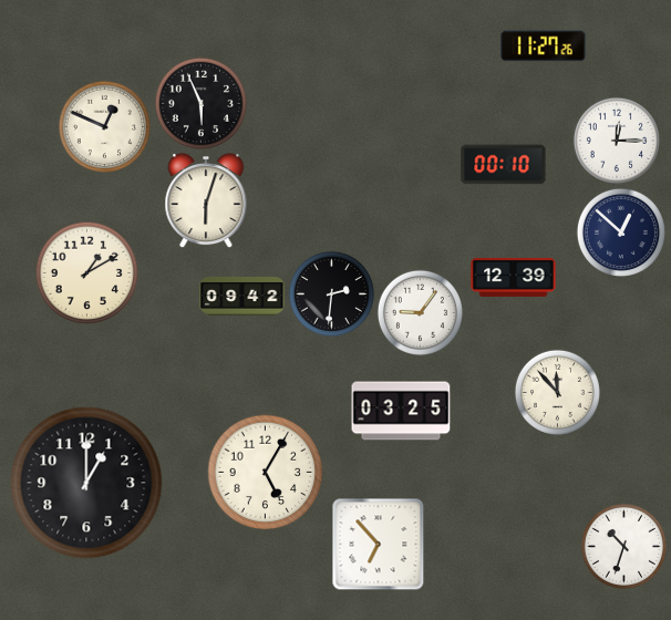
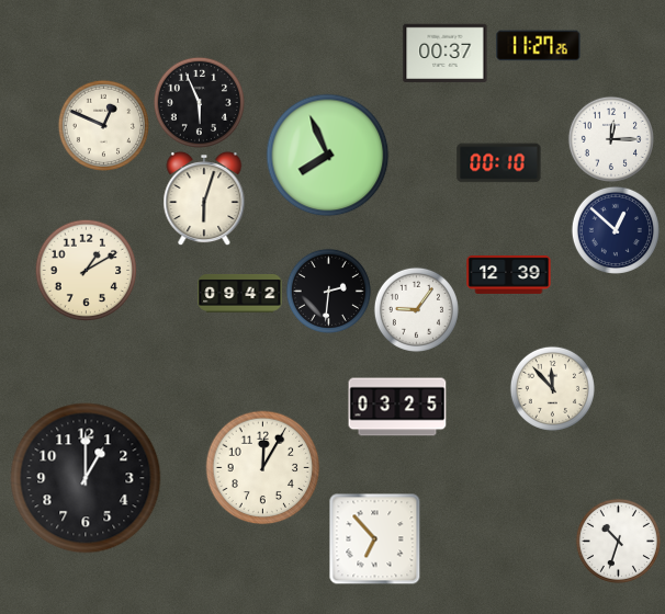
clock at (446, 54): none -> 00:37
clock at (328, 156): none -> 7:56
clock at (266, 473): 5:05 -> 12:05
